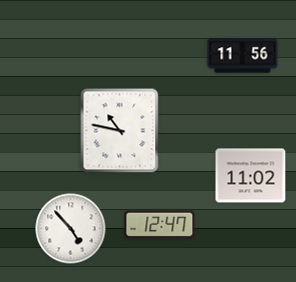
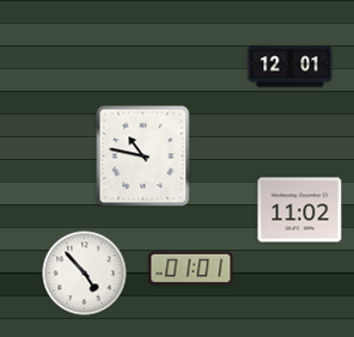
clock at (243, 56): 11:56 -> 12:01
clock at (160, 224): 12:47 -> 01:01
